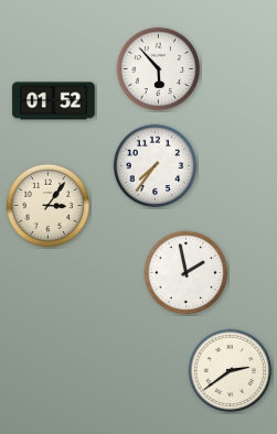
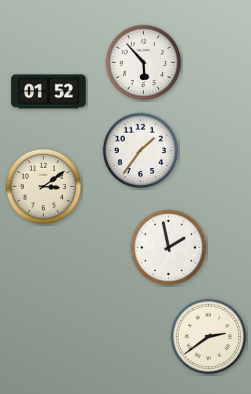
clock at (156, 166): 7:36 -> 1:36
clock at (49, 206): 3:06 -> 3:09
